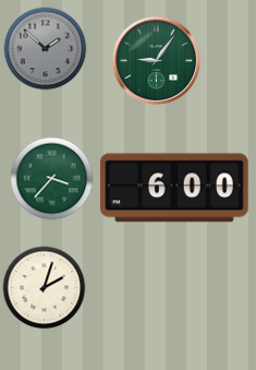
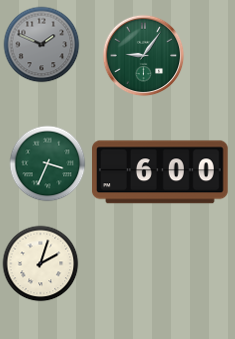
clock at (46, 49): 1:52 -> 1:49
clock at (52, 179): 3:37 -> 3:34
